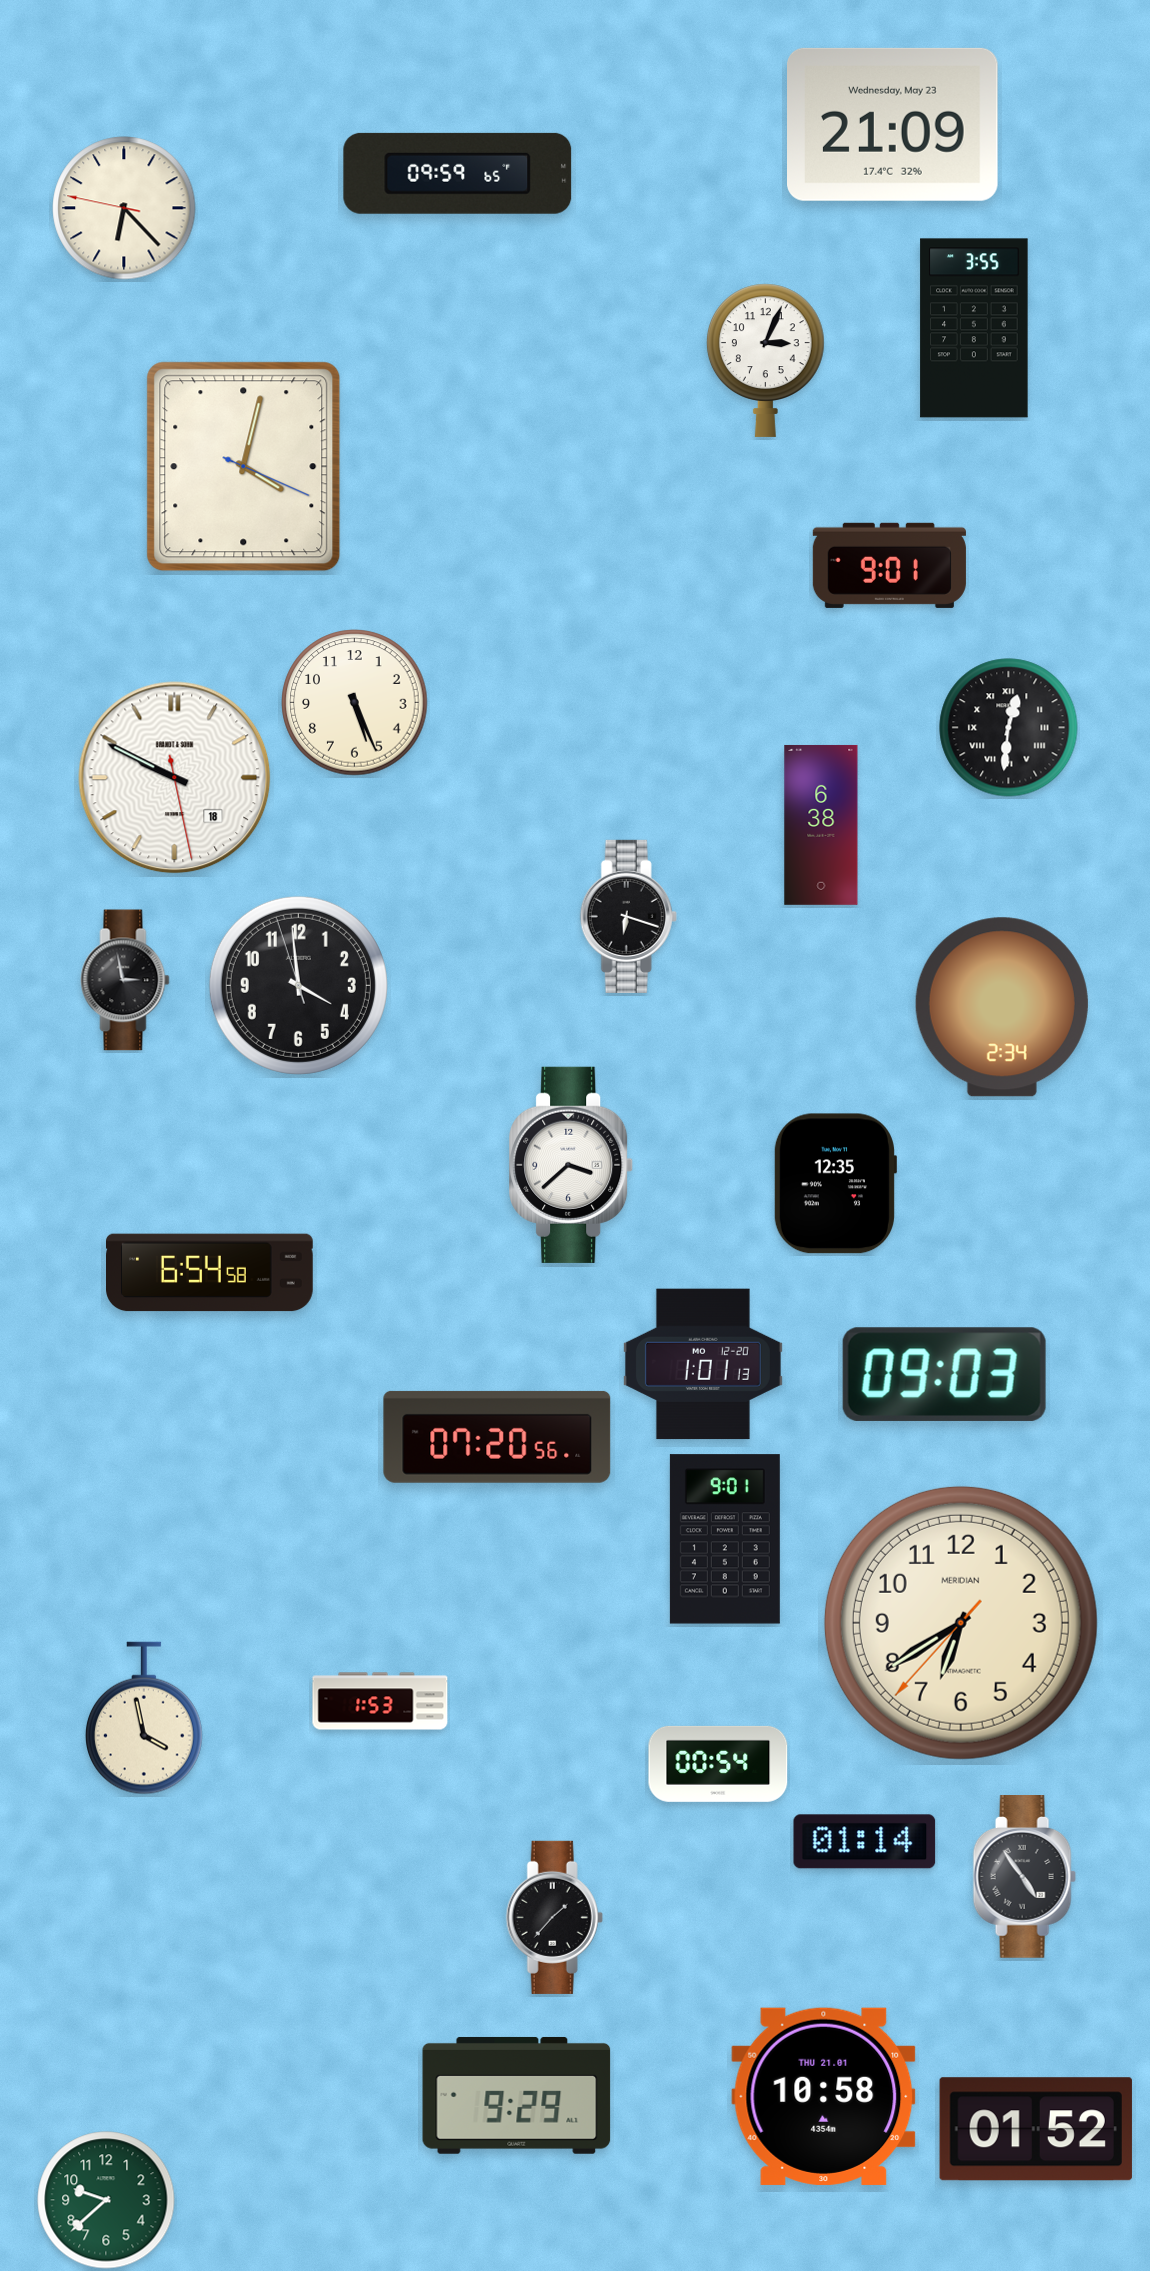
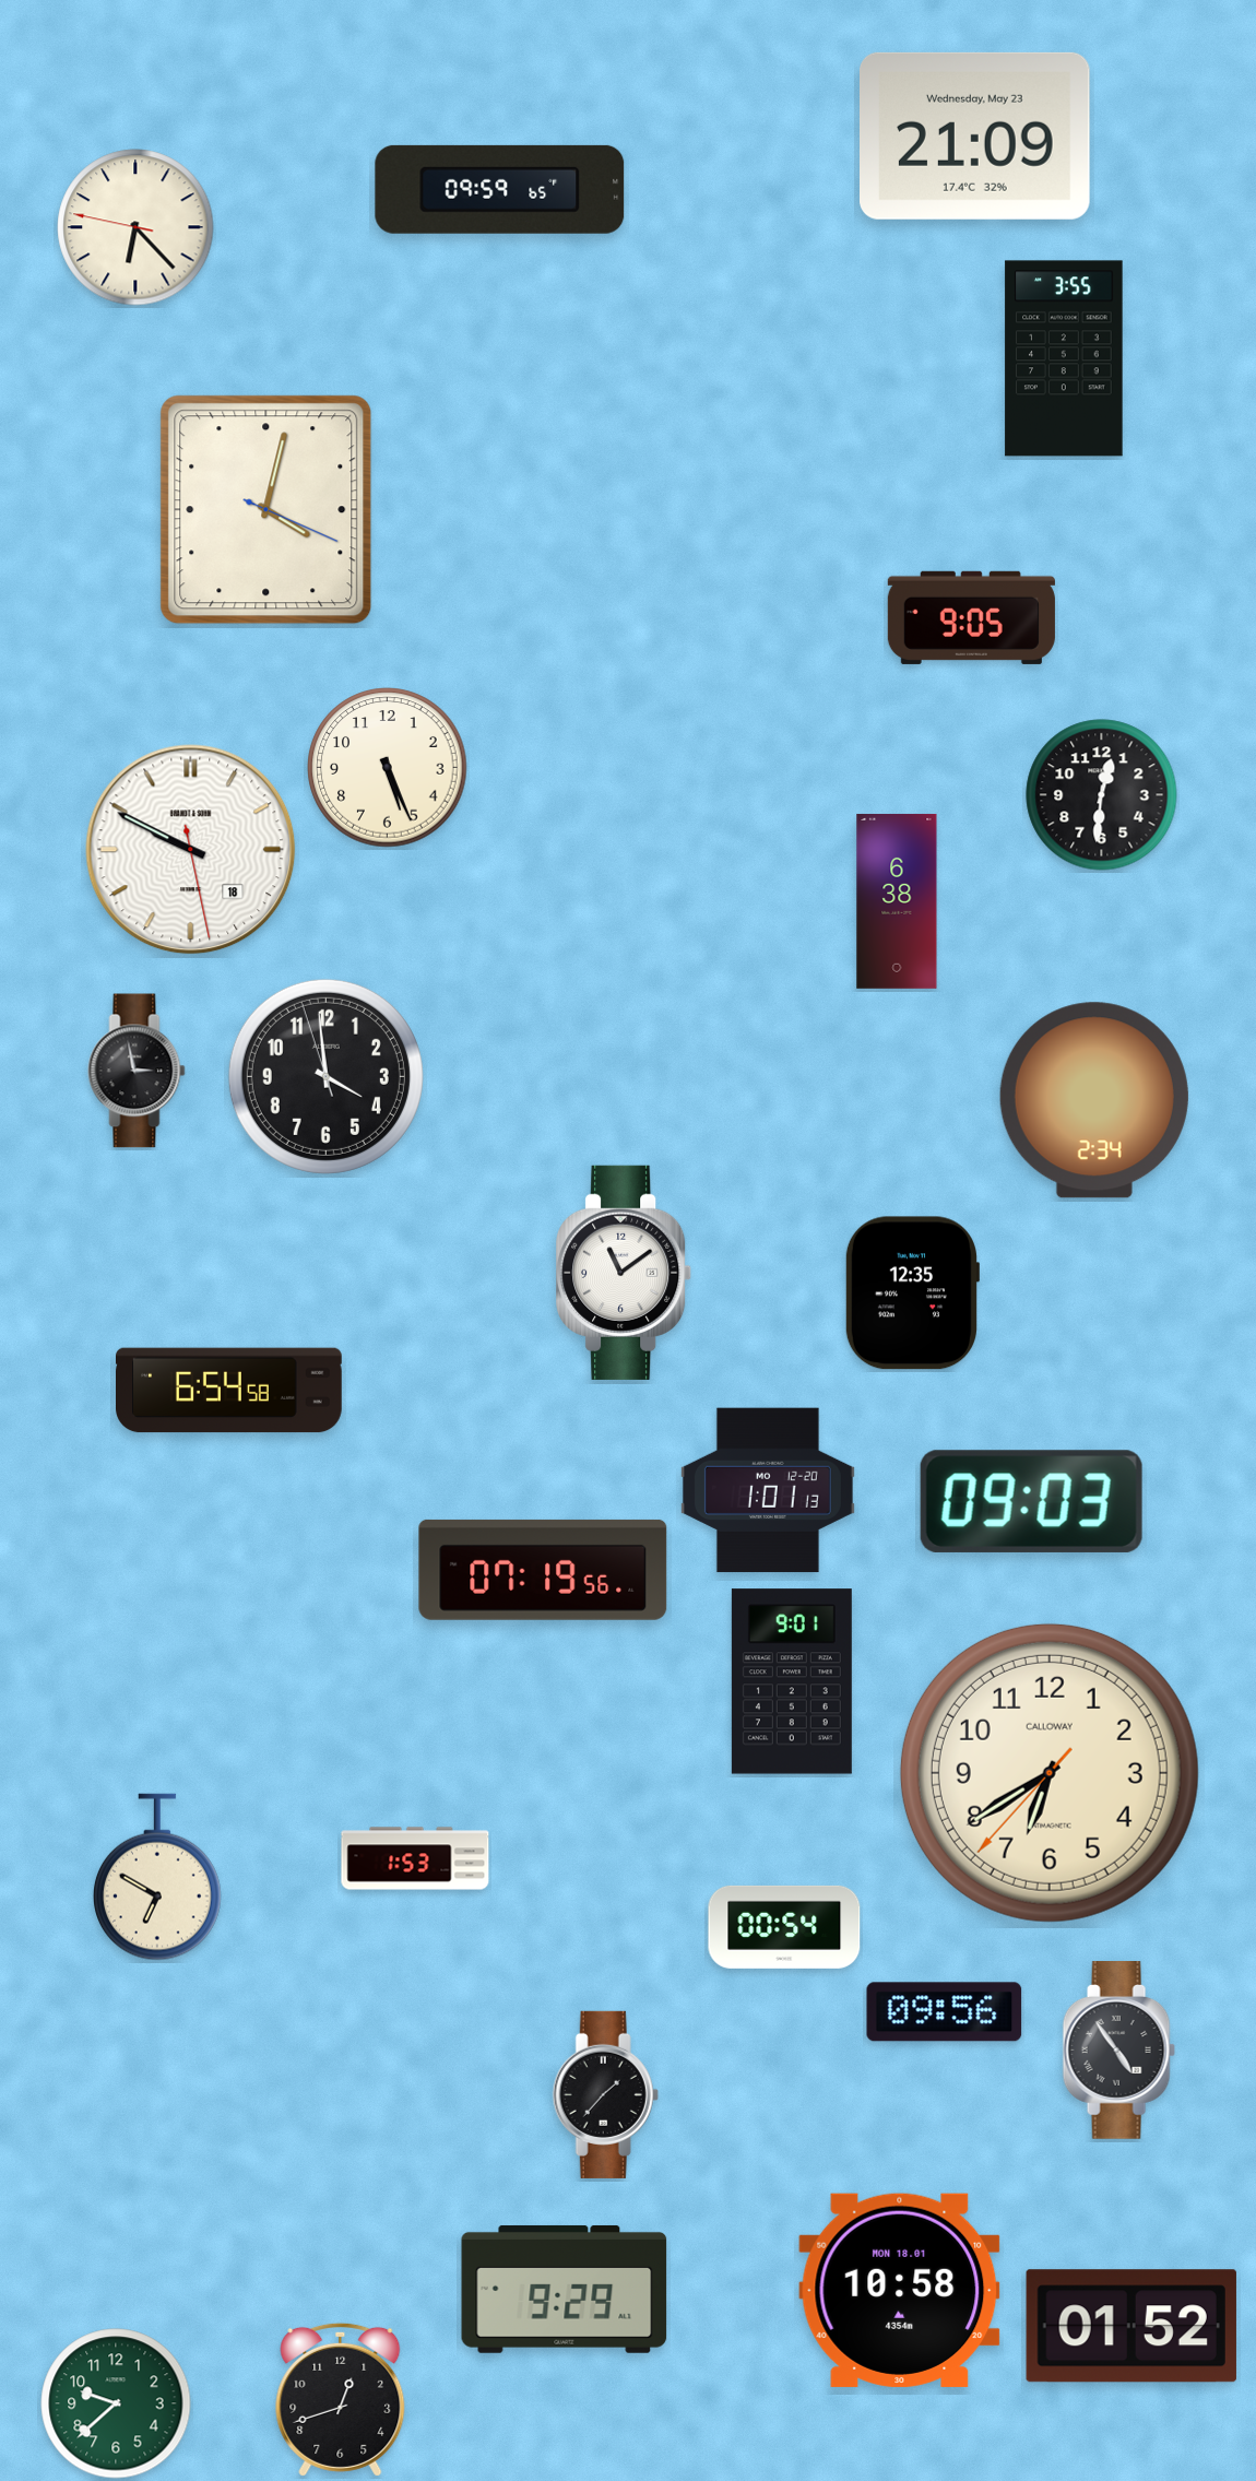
clock at (765, 360): 3:04 -> none
clock at (889, 565): 9:01 -> 9:05
clock at (1009, 728) numerals: Roman -> Arabic
clock at (628, 916): 6:18 -> none
clock at (572, 1165): 3:38 -> 11:09
clock at (497, 1437): 07:20 -> 07:19
clock at (961, 1623) brand: MERIDIAN -> CALLOWAY
clock at (144, 1718): 3:58 -> 6:50
clock at (865, 1842): 01:14 -> 09:56
clock at (824, 2096) date: THU 21.01 -> MON 18.01
clock at (341, 2399): none -> 12:42
